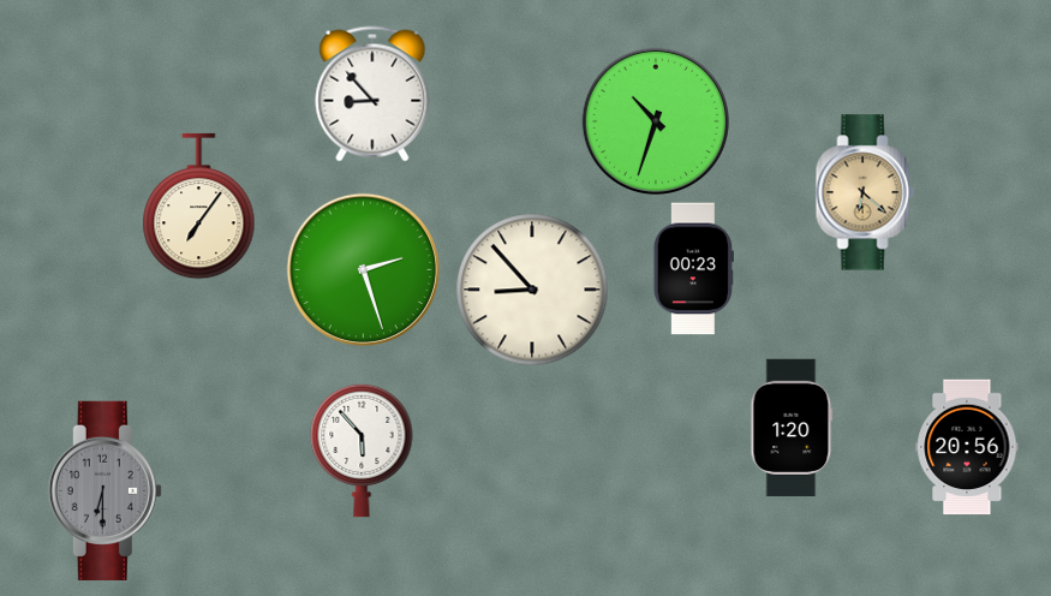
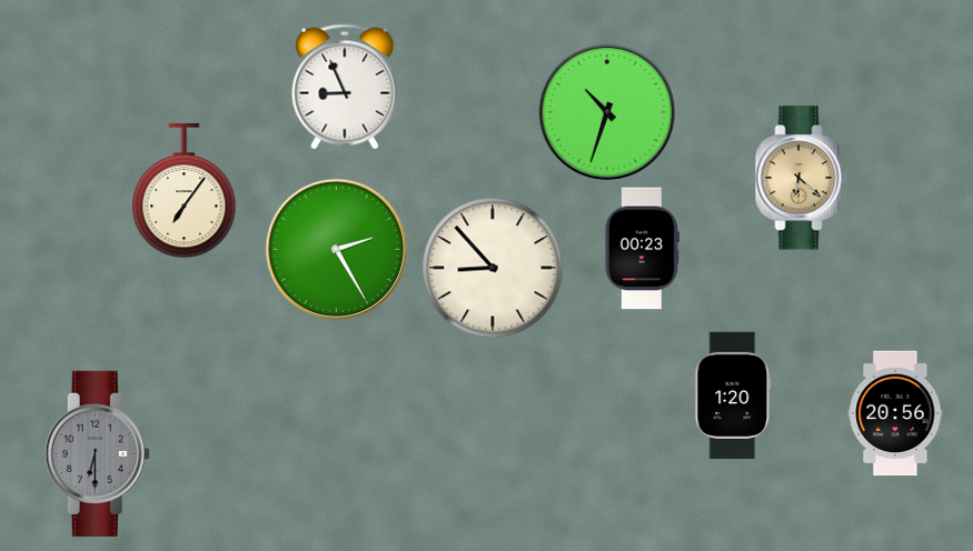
clock at (372, 94): 8:53 -> 8:56
clock at (363, 269): 2:27 -> 2:25
clock at (362, 451): 5:53 -> none
